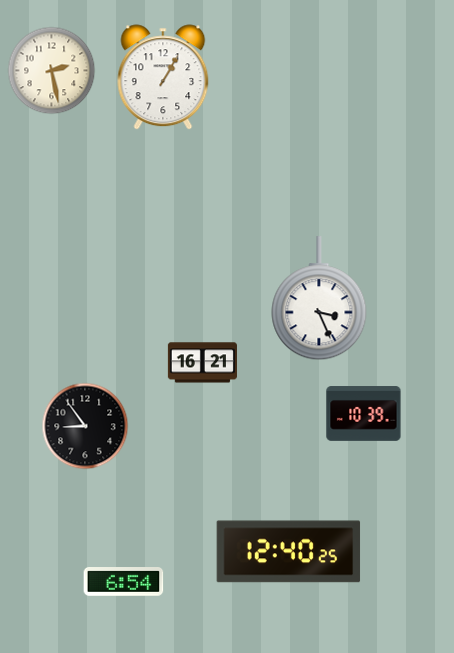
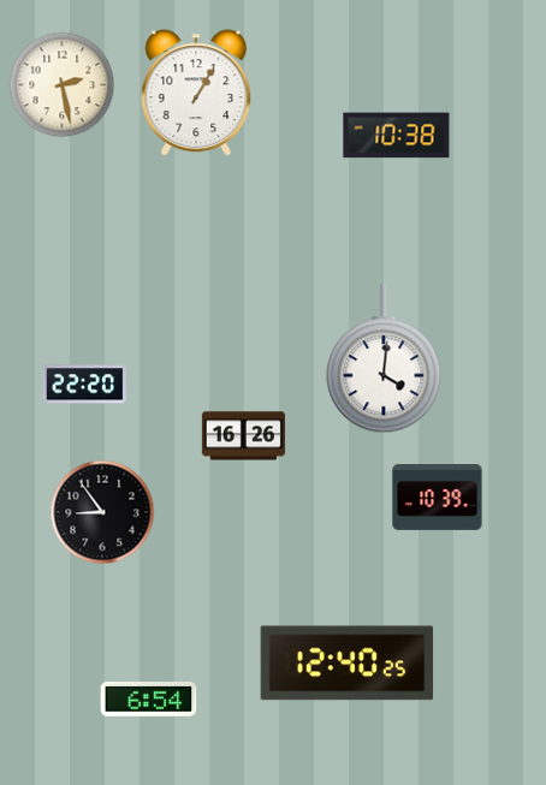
clock at (397, 136): none -> 10:38
clock at (319, 299): 3:26 -> 4:01
clock at (84, 385): none -> 22:20
clock at (202, 363): 16:21 -> 16:26
